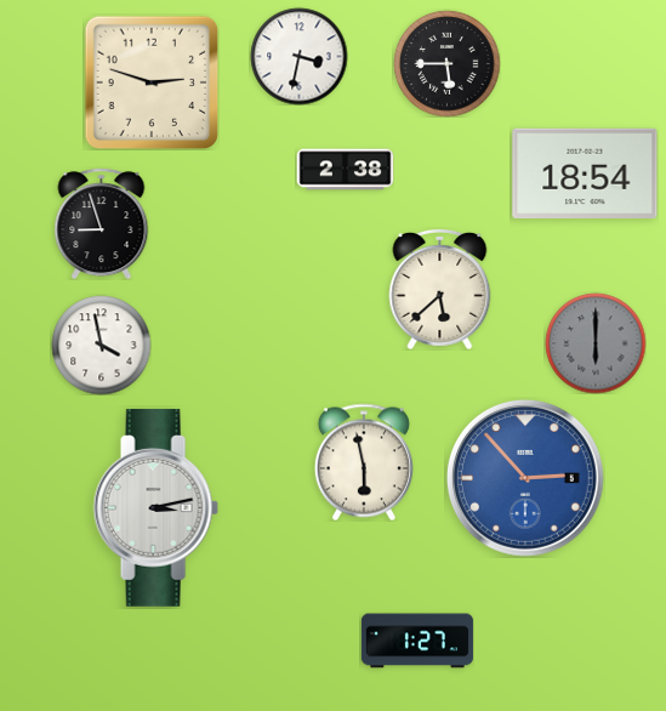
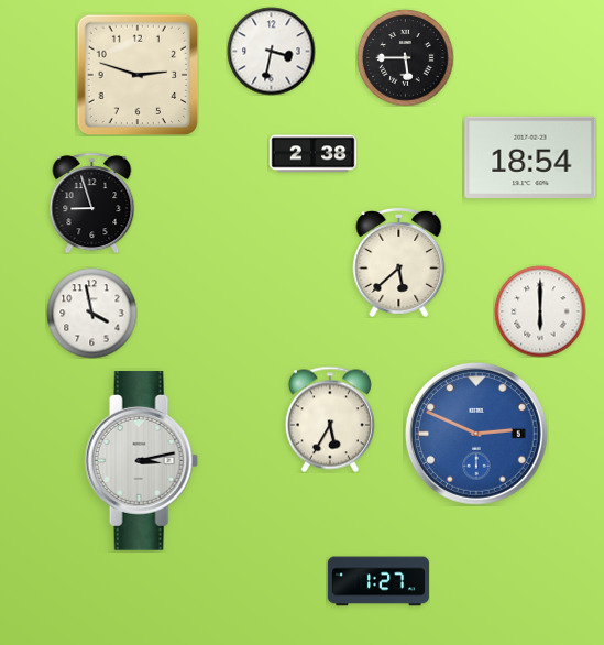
clock at (596, 343) dial: grey -> white
clock at (364, 462): 5:58 -> 5:35
clock at (525, 478): 2:53 -> 2:49
